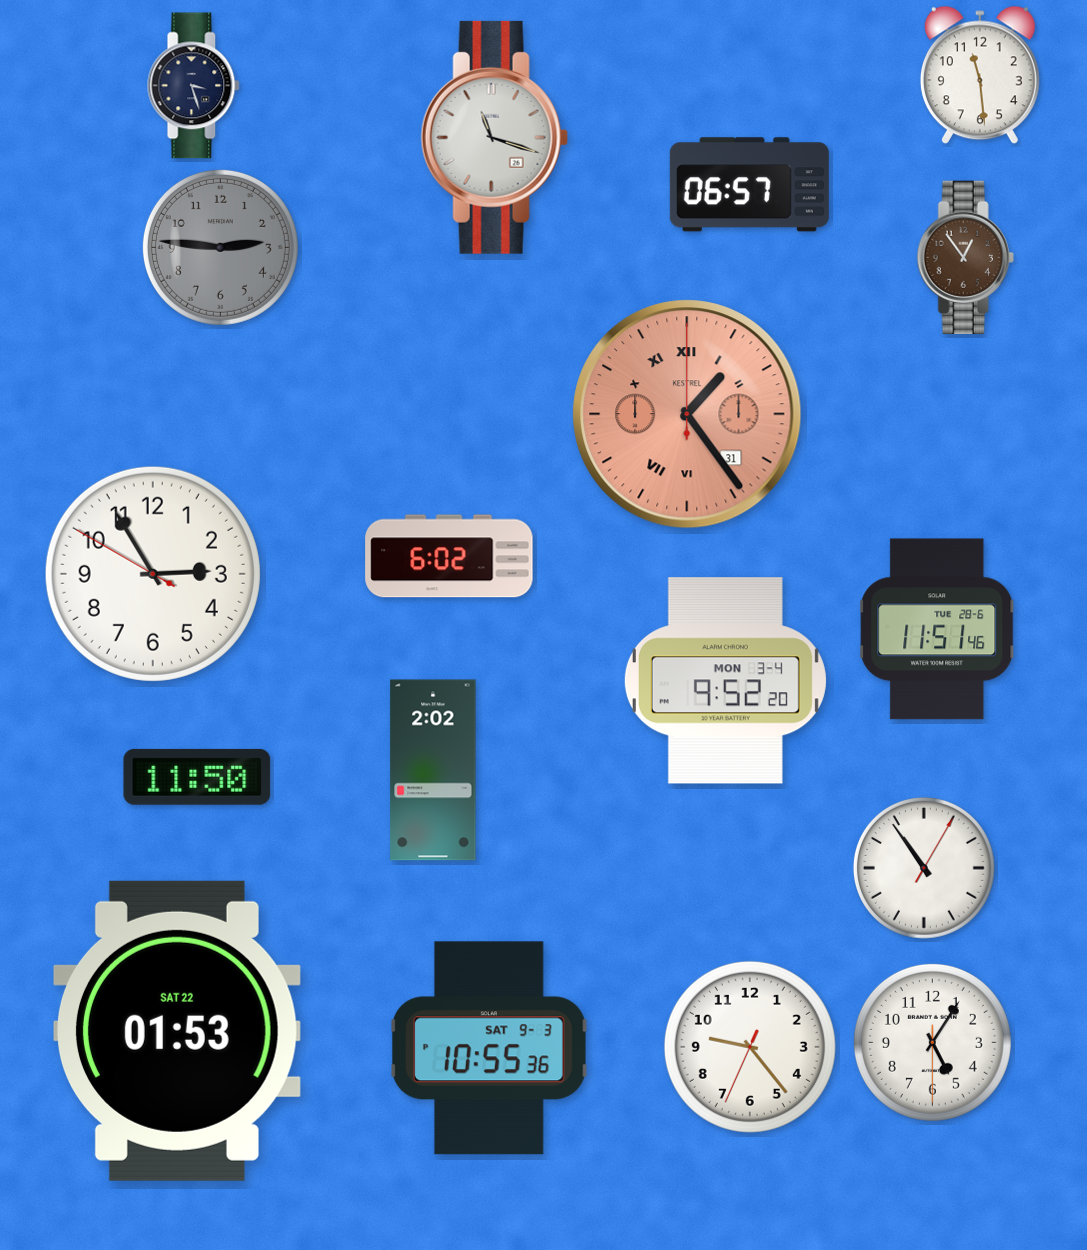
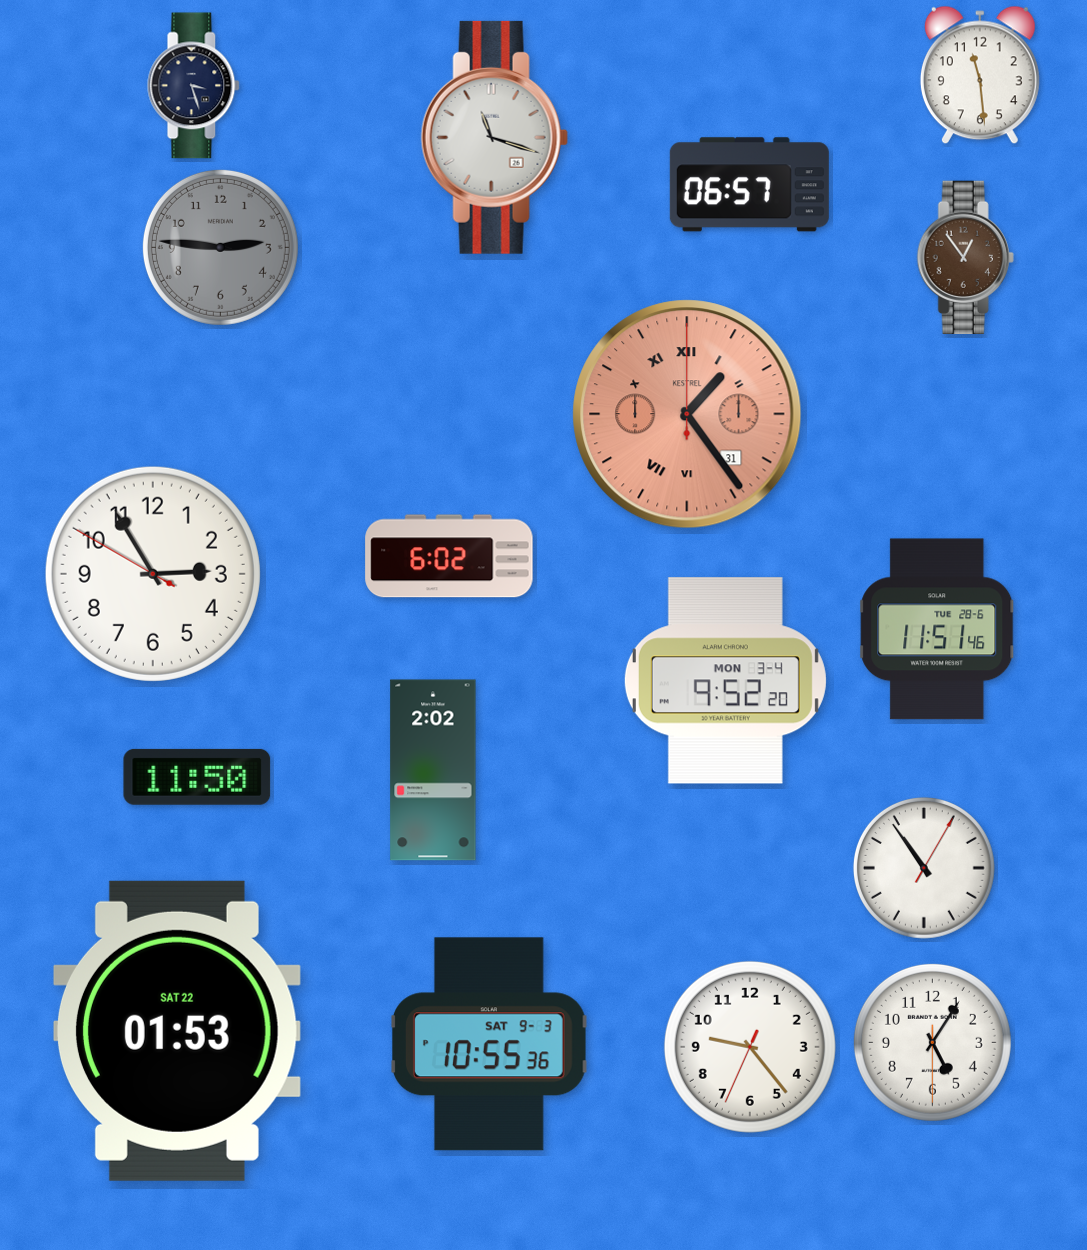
clock at (489, 1048) position: (489, 1048) -> (489, 1044)
